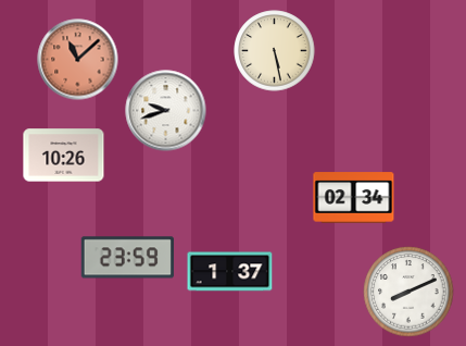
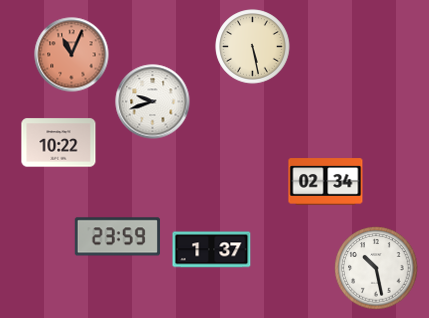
clock at (78, 60): 11:08 -> 11:04
clock at (64, 156): 10:26 -> 10:22
clock at (408, 292): 8:11 -> 10:28
